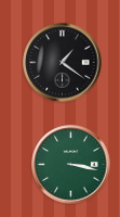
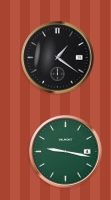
clock at (71, 165): 3:17 -> 9:17
